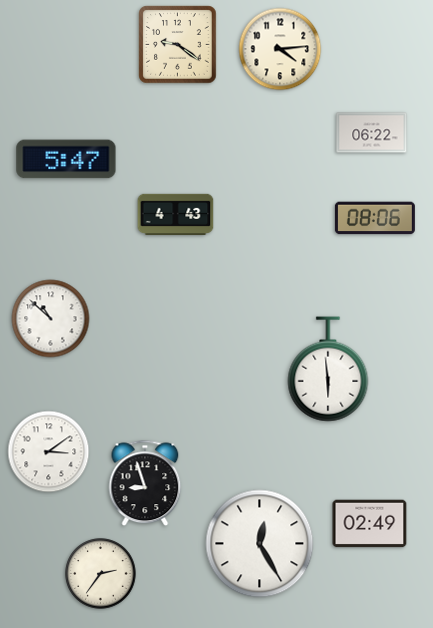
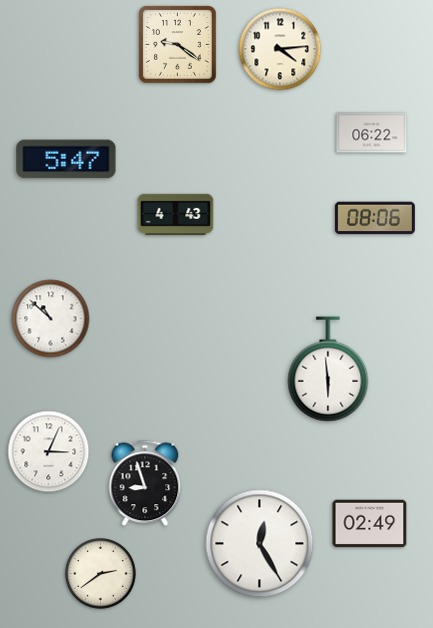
clock at (49, 452): 3:09 -> 3:04
clock at (101, 574): 2:36 -> 2:39
